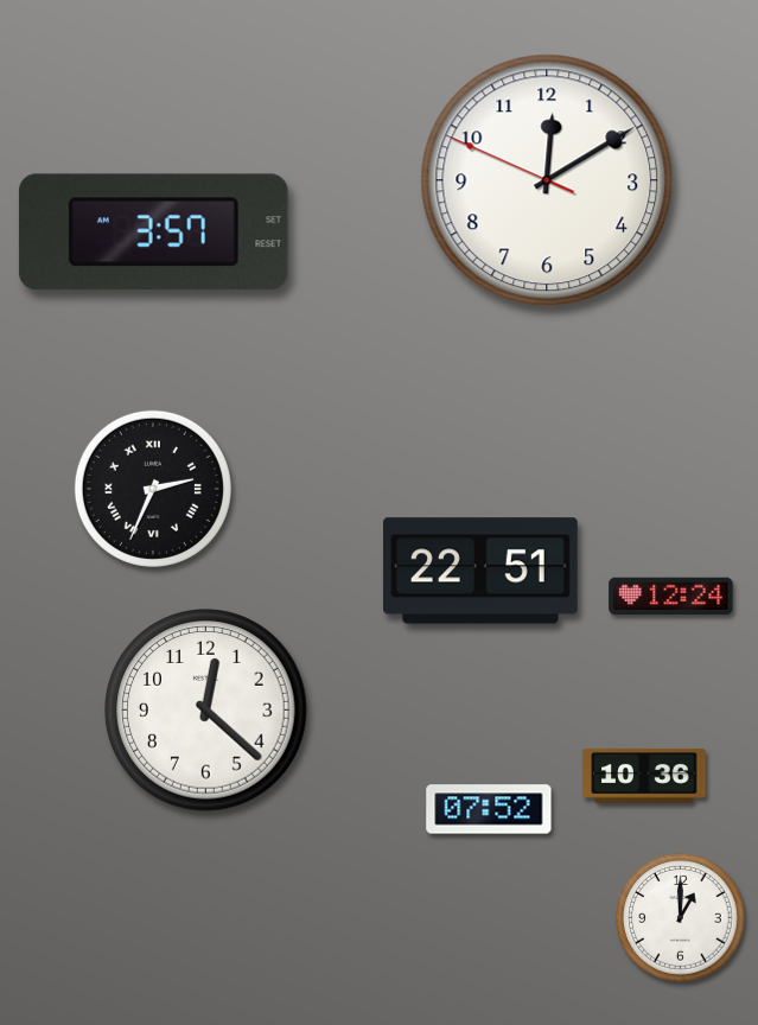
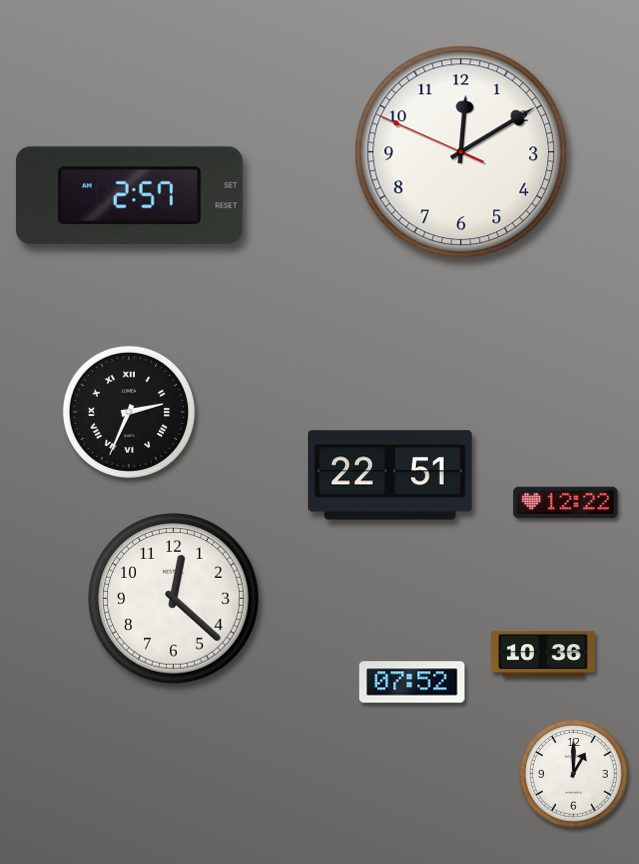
clock at (153, 233): 3:57 -> 2:57
clock at (482, 571) position: (482, 571) -> (391, 475)
clock at (671, 597): 12:24 -> 12:22
